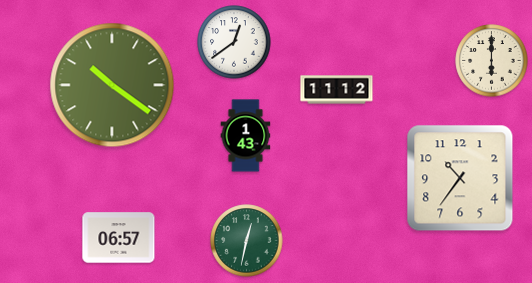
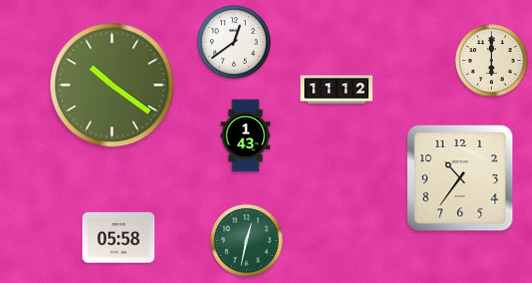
clock at (119, 238): 06:57 -> 05:58
